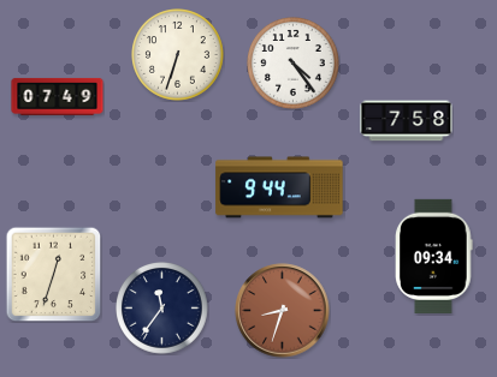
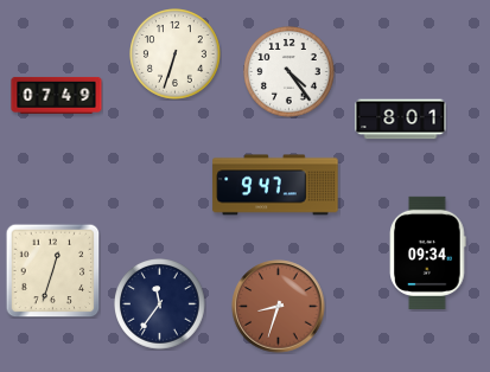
clock at (294, 64) position: (294, 64) -> (289, 72)
clock at (407, 121): 7:58 -> 8:01
clock at (279, 187): 9:44 -> 9:47
